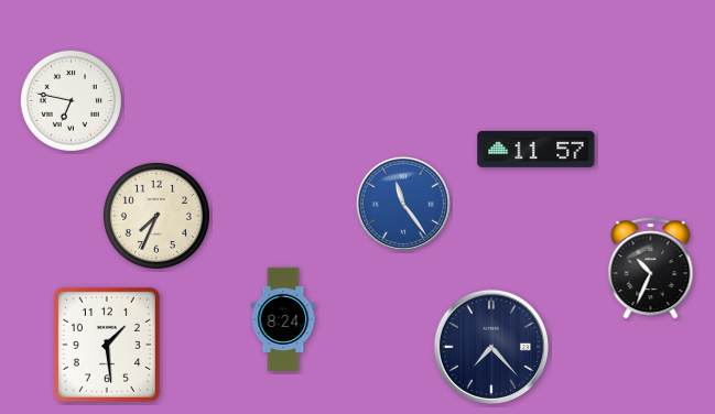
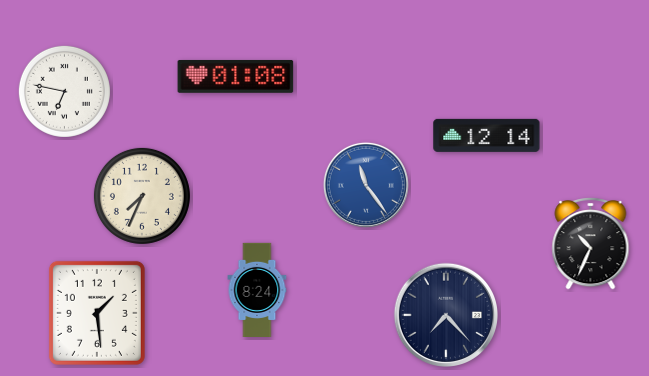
clock at (236, 76): none -> 01:08
clock at (537, 149): 11:57 -> 12:14
